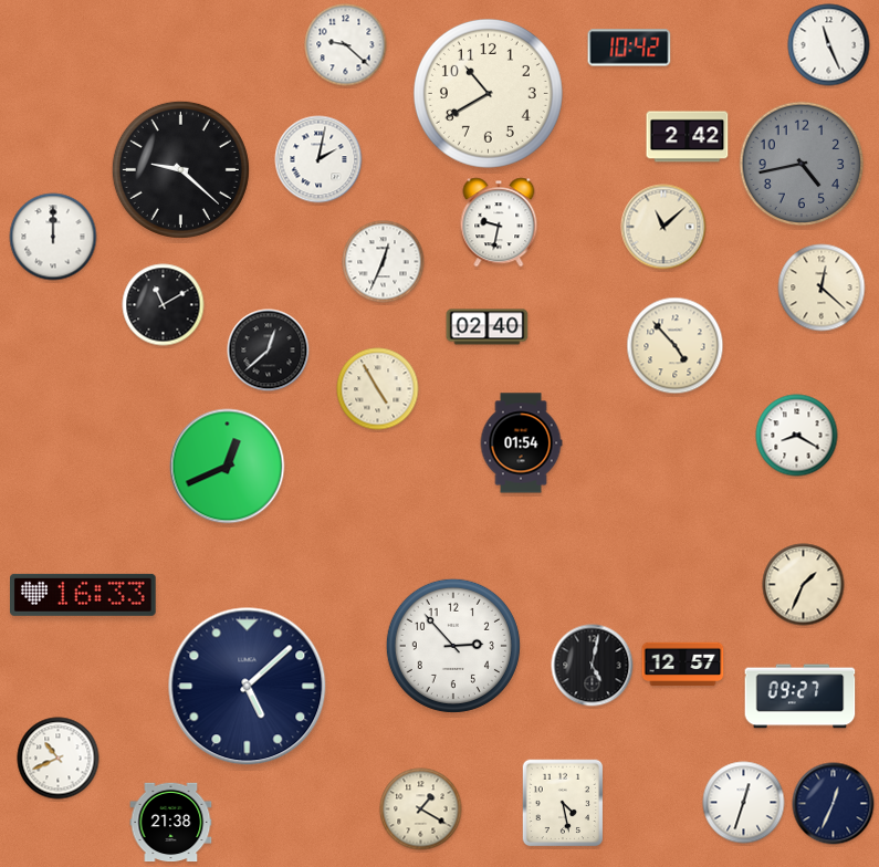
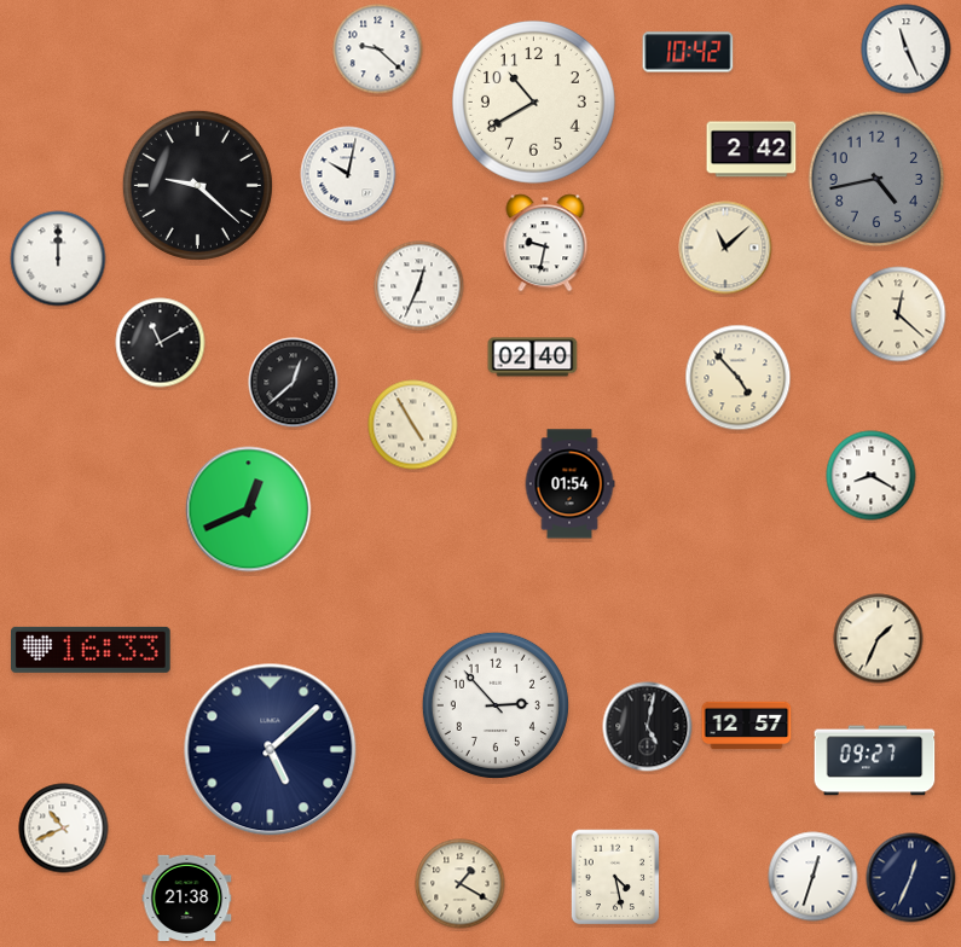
clock at (318, 159): 2:02 -> 10:02
clock at (164, 305) position: (164, 305) -> (161, 343)
